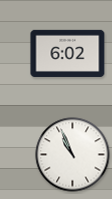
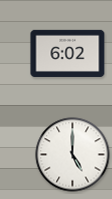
clock at (73, 155): 10:56 -> 5:00
